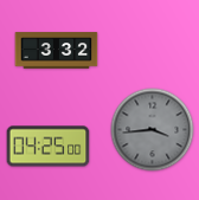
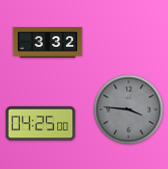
clock at (153, 130): 3:44 -> 3:46
